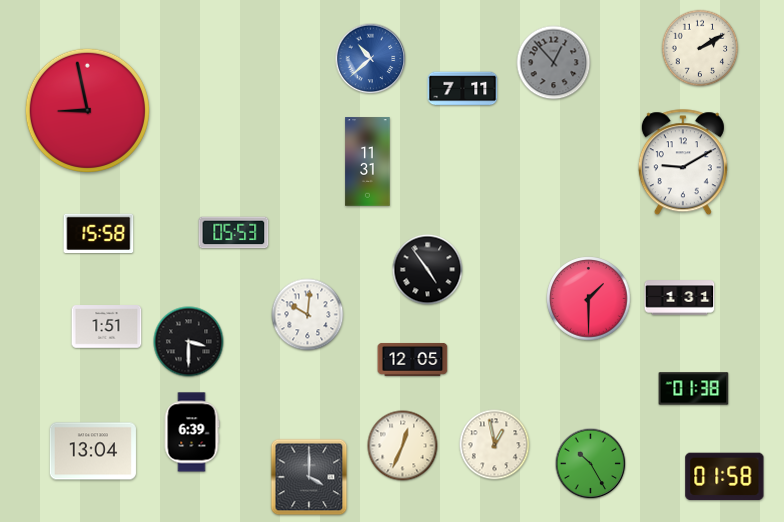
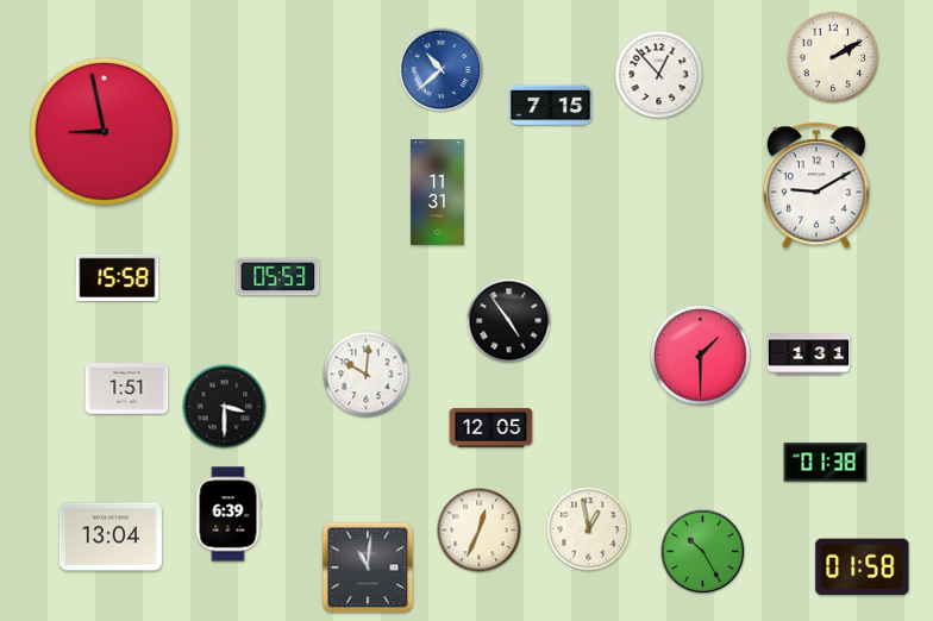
clock at (554, 63) dial: grey -> white
clock at (463, 89): 7:11 -> 7:15
clock at (683, 163) position: (683, 163) -> (816, 187)
clock at (309, 477): 4:00 -> 11:01
